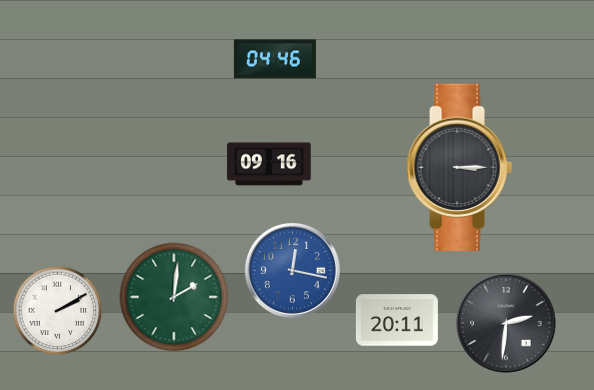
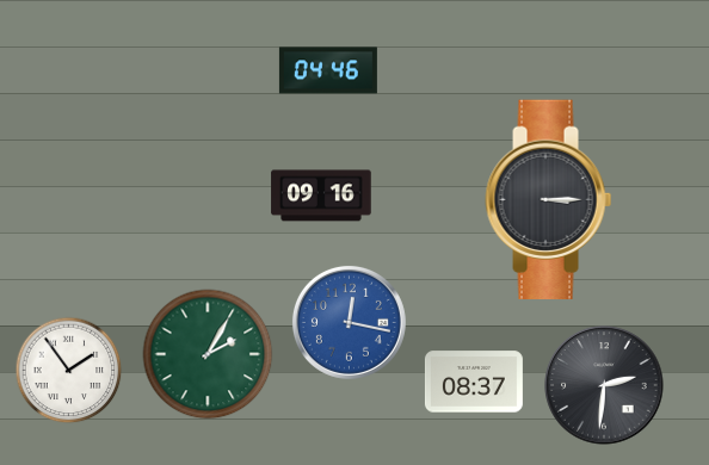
clock at (174, 297): 2:01 -> 2:05
clock at (58, 311): 2:10 -> 1:54
clock at (397, 320): 20:11 -> 08:37
